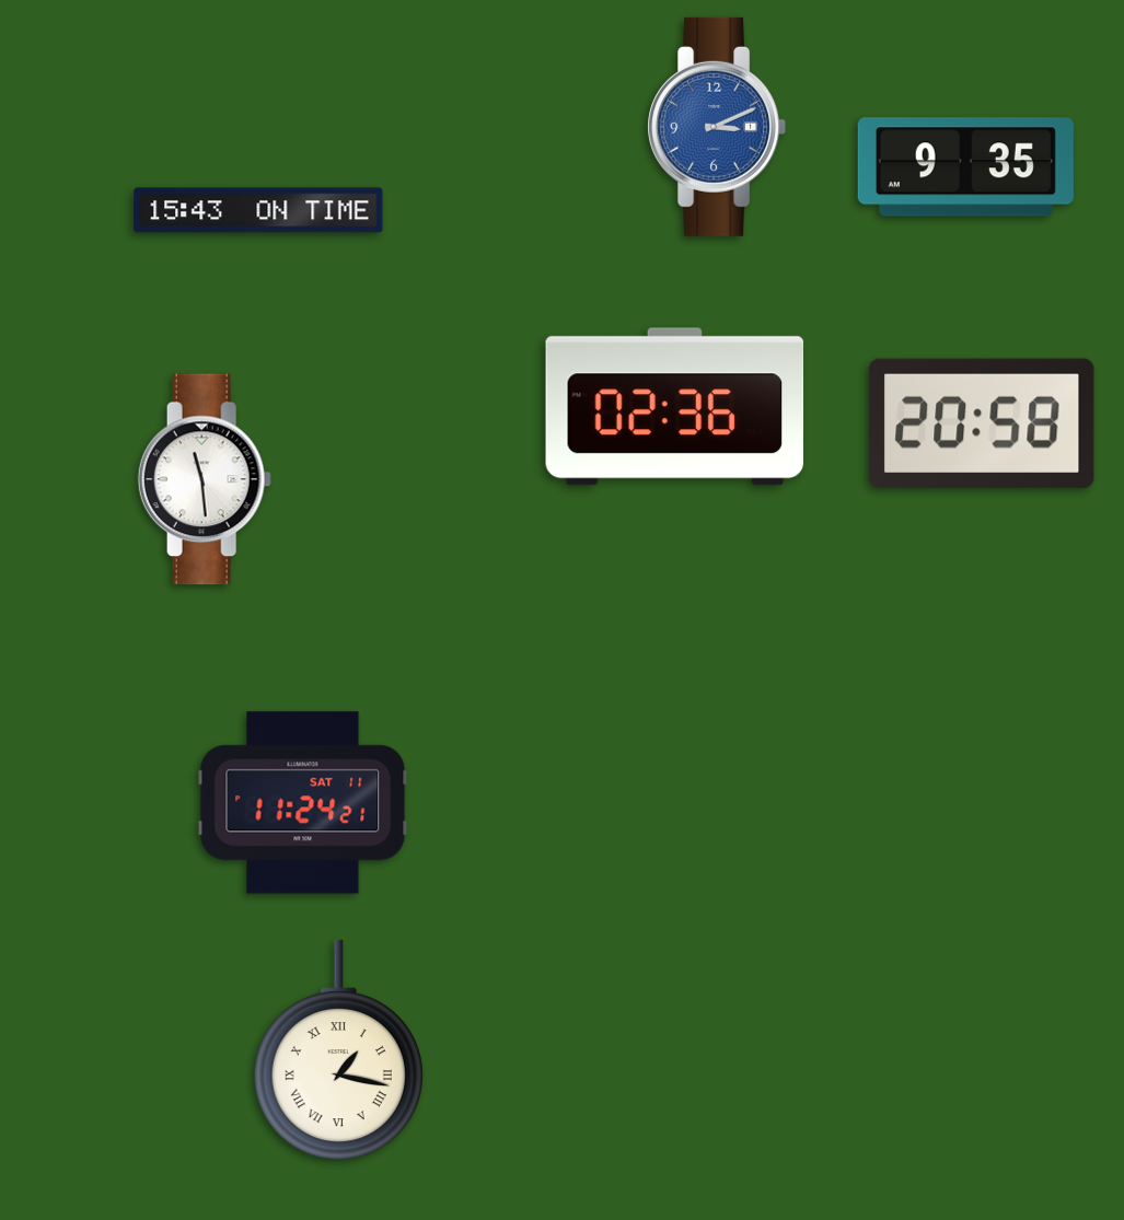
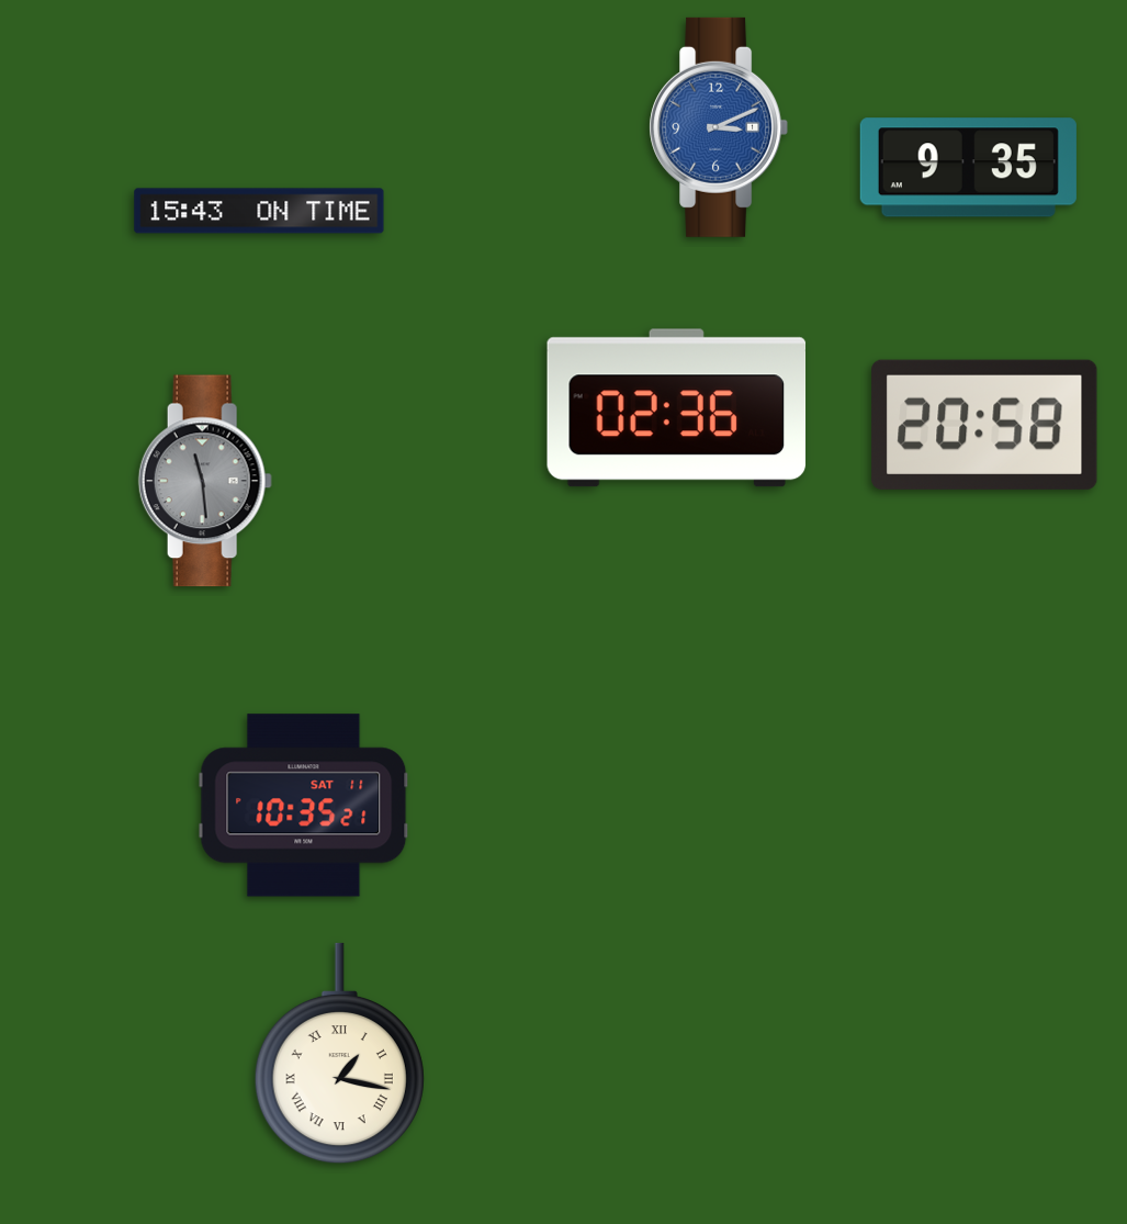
clock at (205, 479) dial: white -> grey
clock at (303, 803): 11:24 -> 10:35
